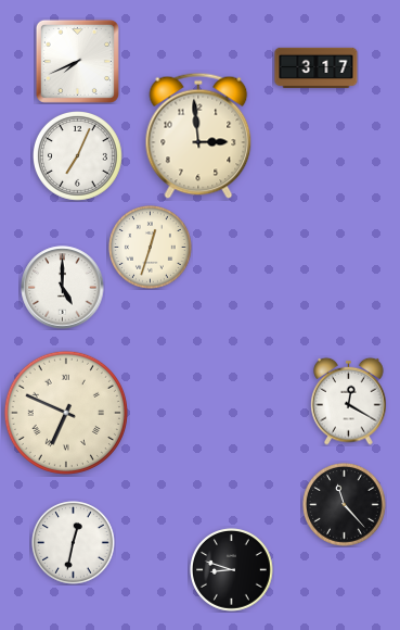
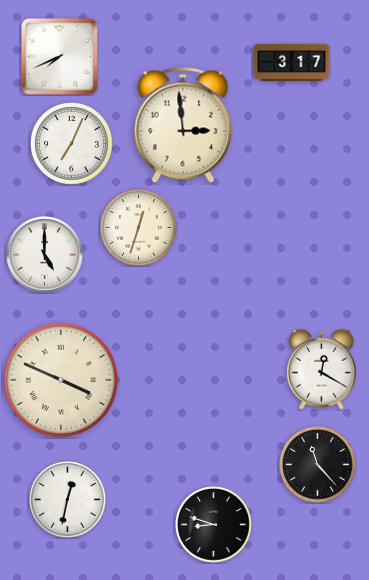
clock at (77, 61) position: (77, 61) -> (59, 56)
clock at (63, 288) position: (63, 288) -> (45, 255)
clock at (66, 413): 6:49 -> 3:49
